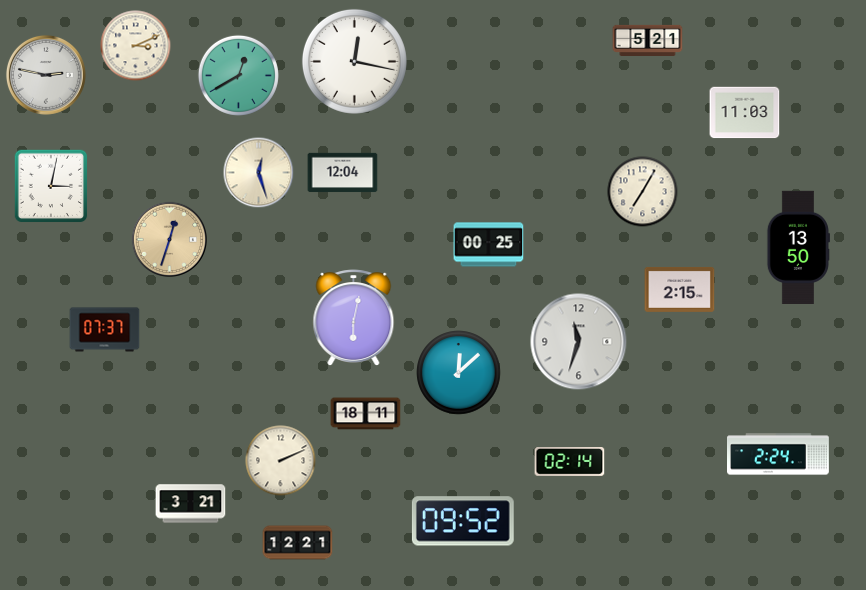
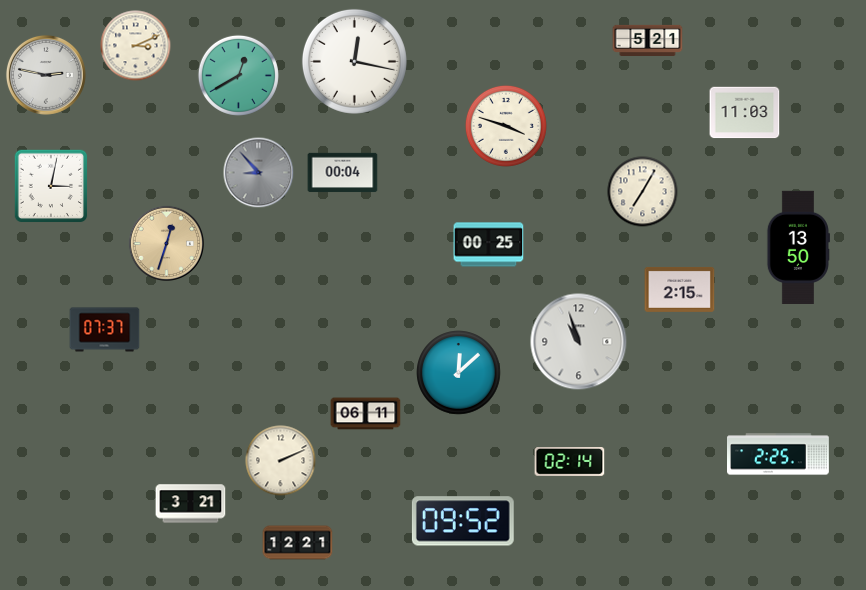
clock at (506, 126): none -> 3:48
clock at (259, 173): 12:27 -> 8:53
clock at (259, 173) dial: cream -> grey
clock at (343, 173): 12:04 -> 00:04
clock at (169, 240) position: (169, 240) -> (166, 244)
clock at (354, 318): 6:02 -> none
clock at (579, 342): 11:33 -> 10:57
clock at (366, 414): 18:11 -> 06:11
clock at (779, 454): 2:24 -> 2:25
